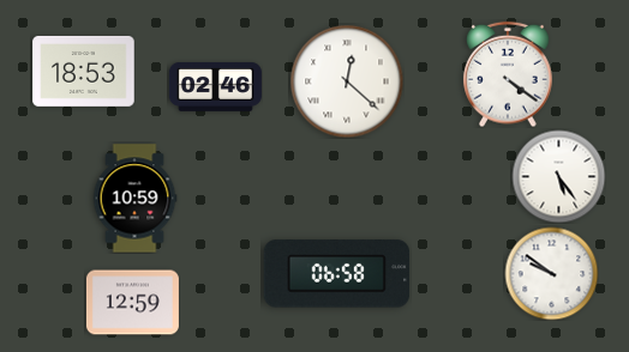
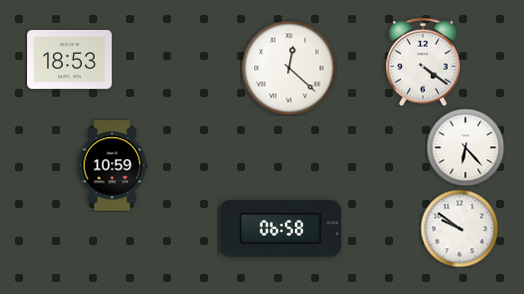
clock at (215, 87): 02:46 -> none
clock at (558, 176): 5:24 -> 6:23
clock at (132, 303): 12:59 -> none
